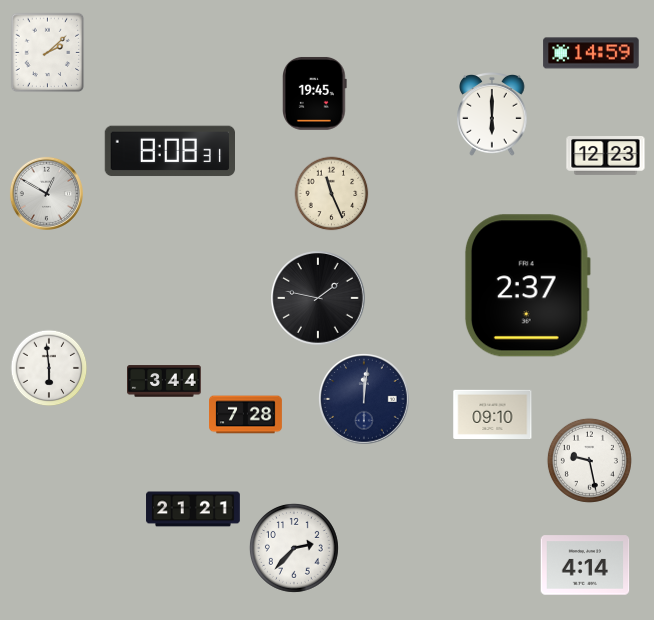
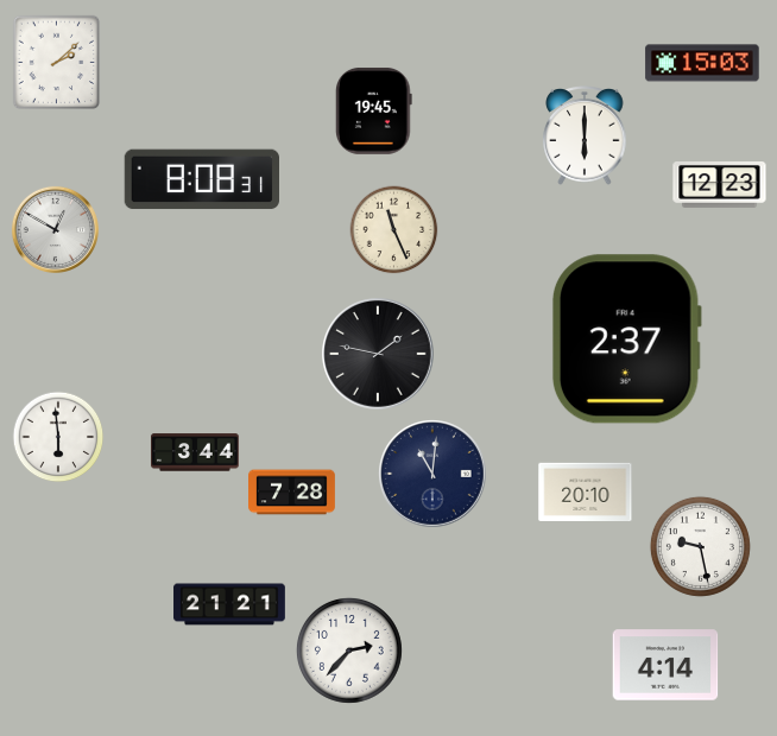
clock at (591, 53): 14:59 -> 15:03
clock at (365, 400): 12:01 -> 11:01
clock at (493, 414): 09:10 -> 20:10
clock at (585, 565) position: (585, 565) -> (665, 665)
